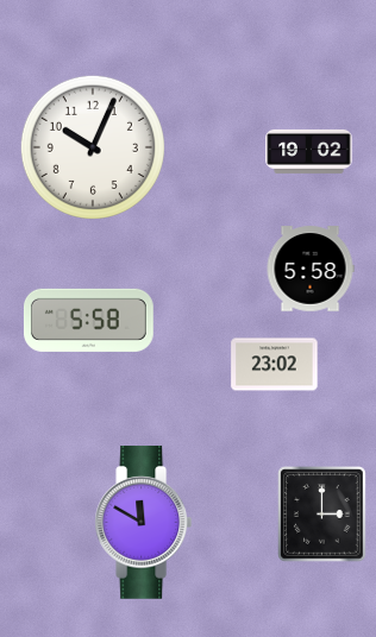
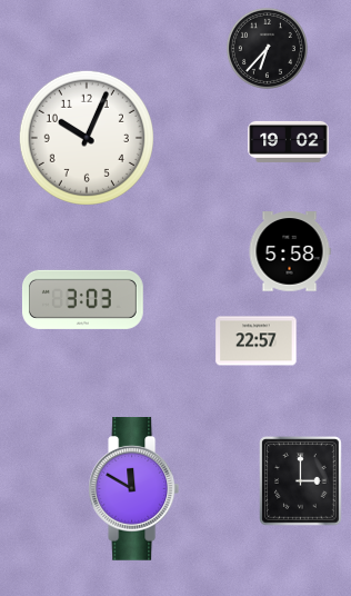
clock at (267, 48): none -> 6:37
clock at (88, 320): 5:58 -> 3:03
clock at (275, 365): 23:02 -> 22:57
